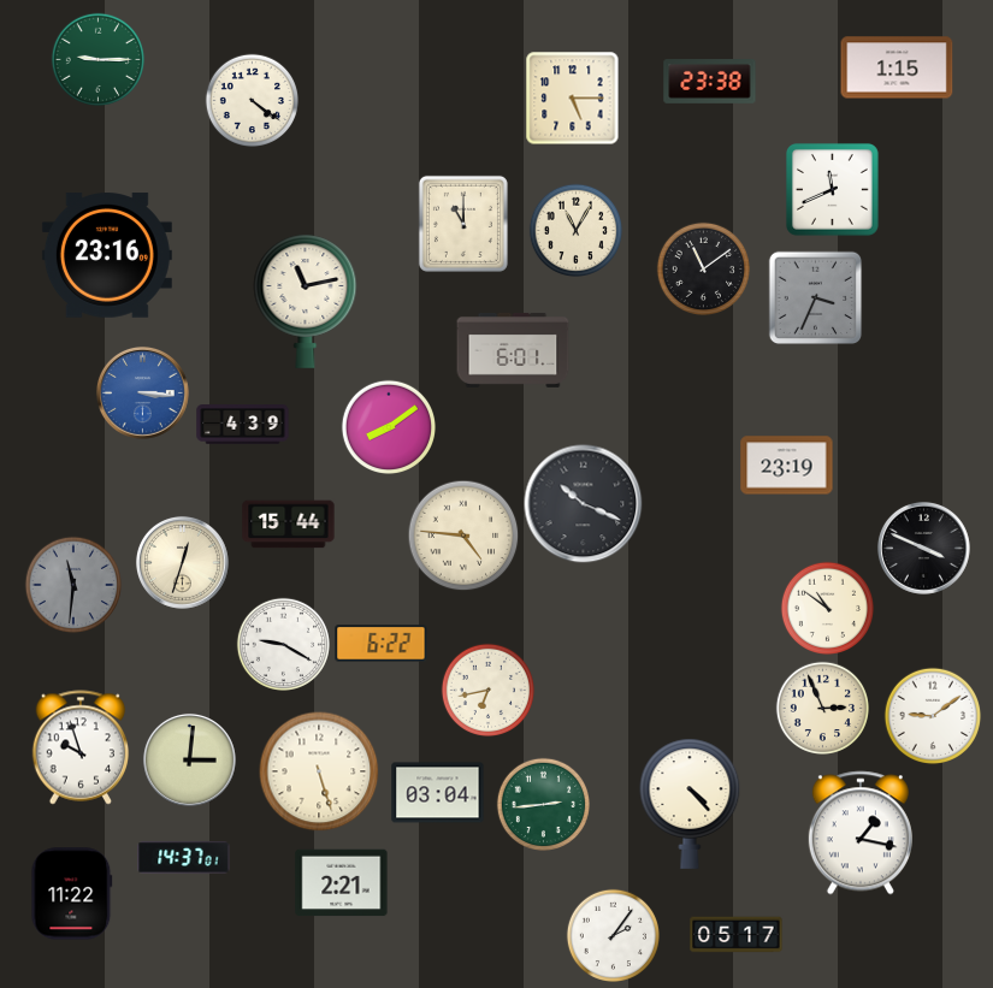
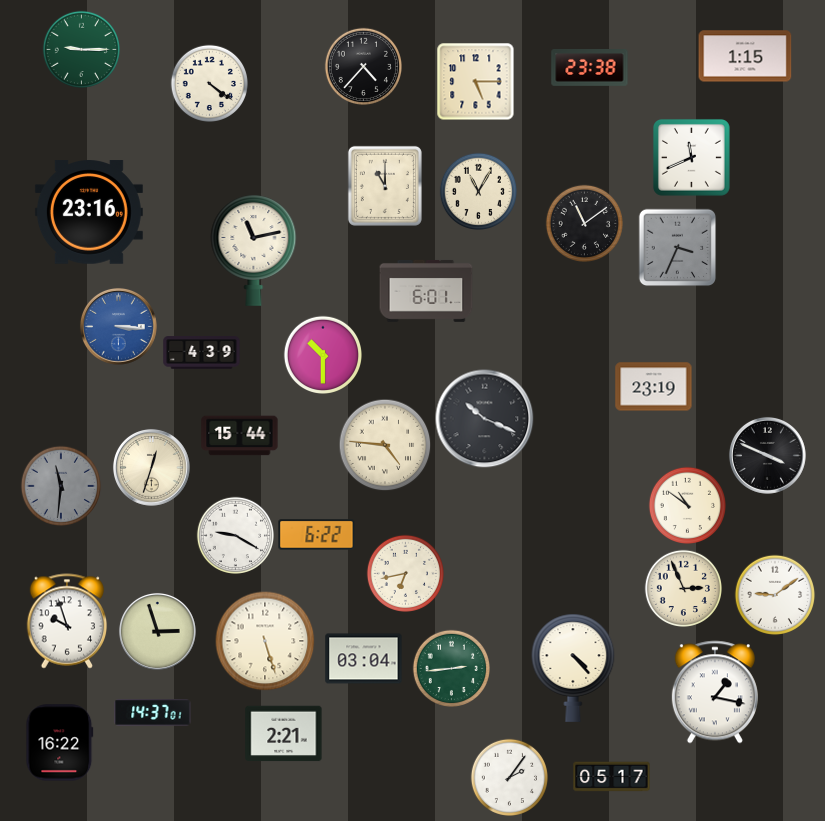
clock at (363, 66): none -> 4:37
clock at (388, 426): 8:09 -> 10:30
clock at (189, 759): 3:01 -> 2:57
clock at (72, 894): 11:22 -> 16:22
